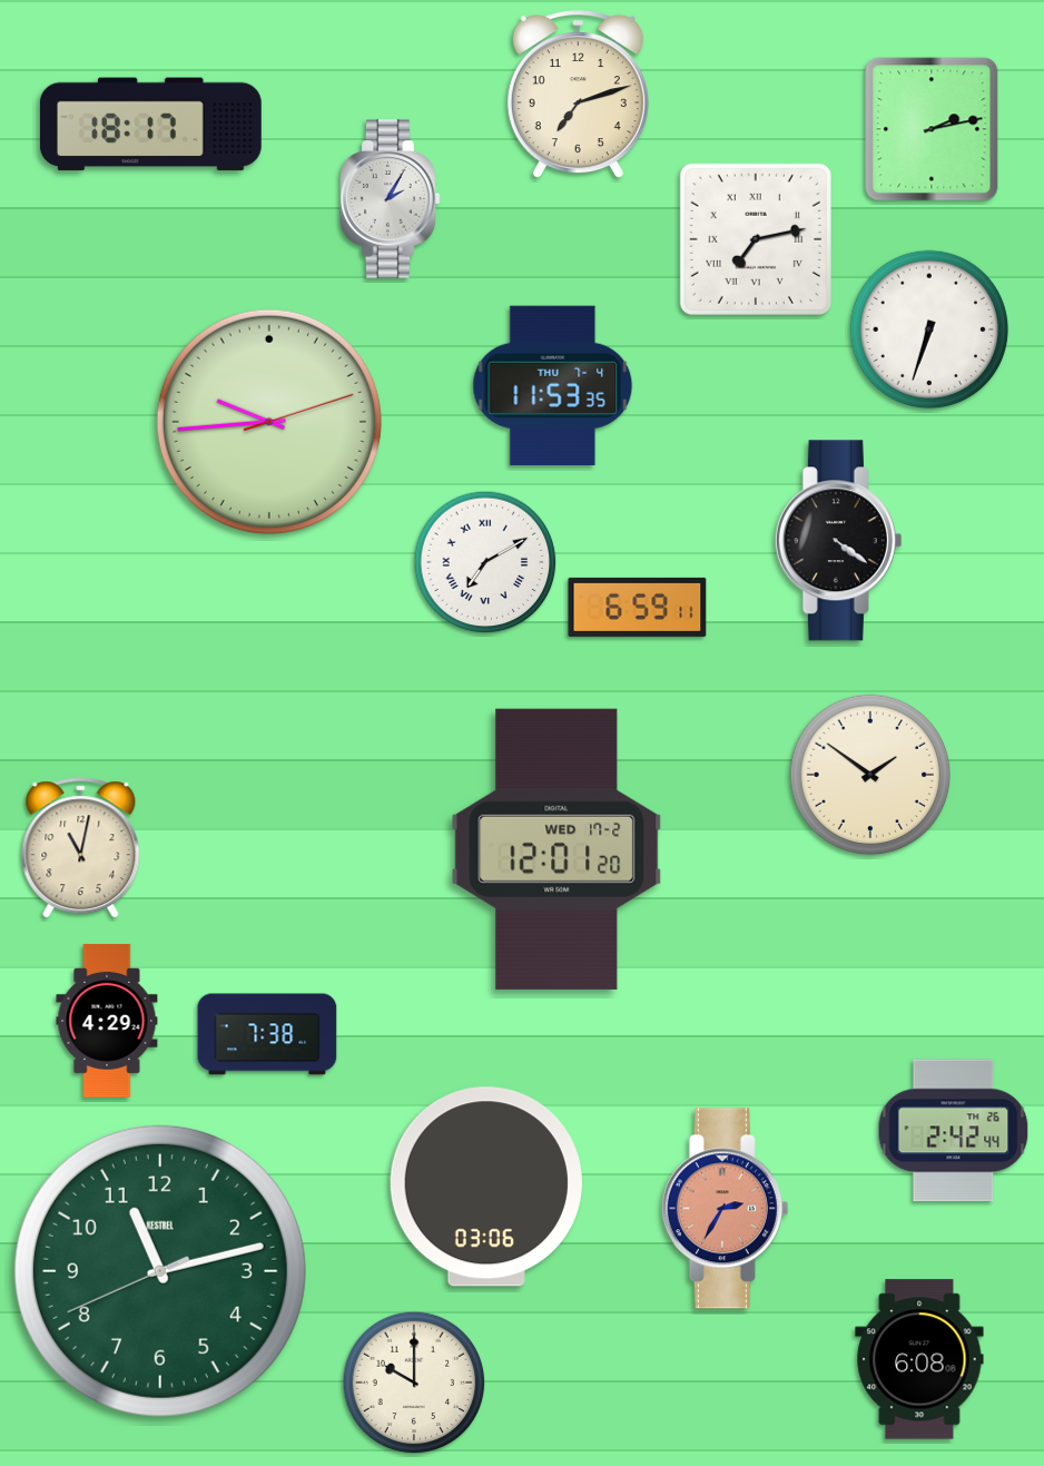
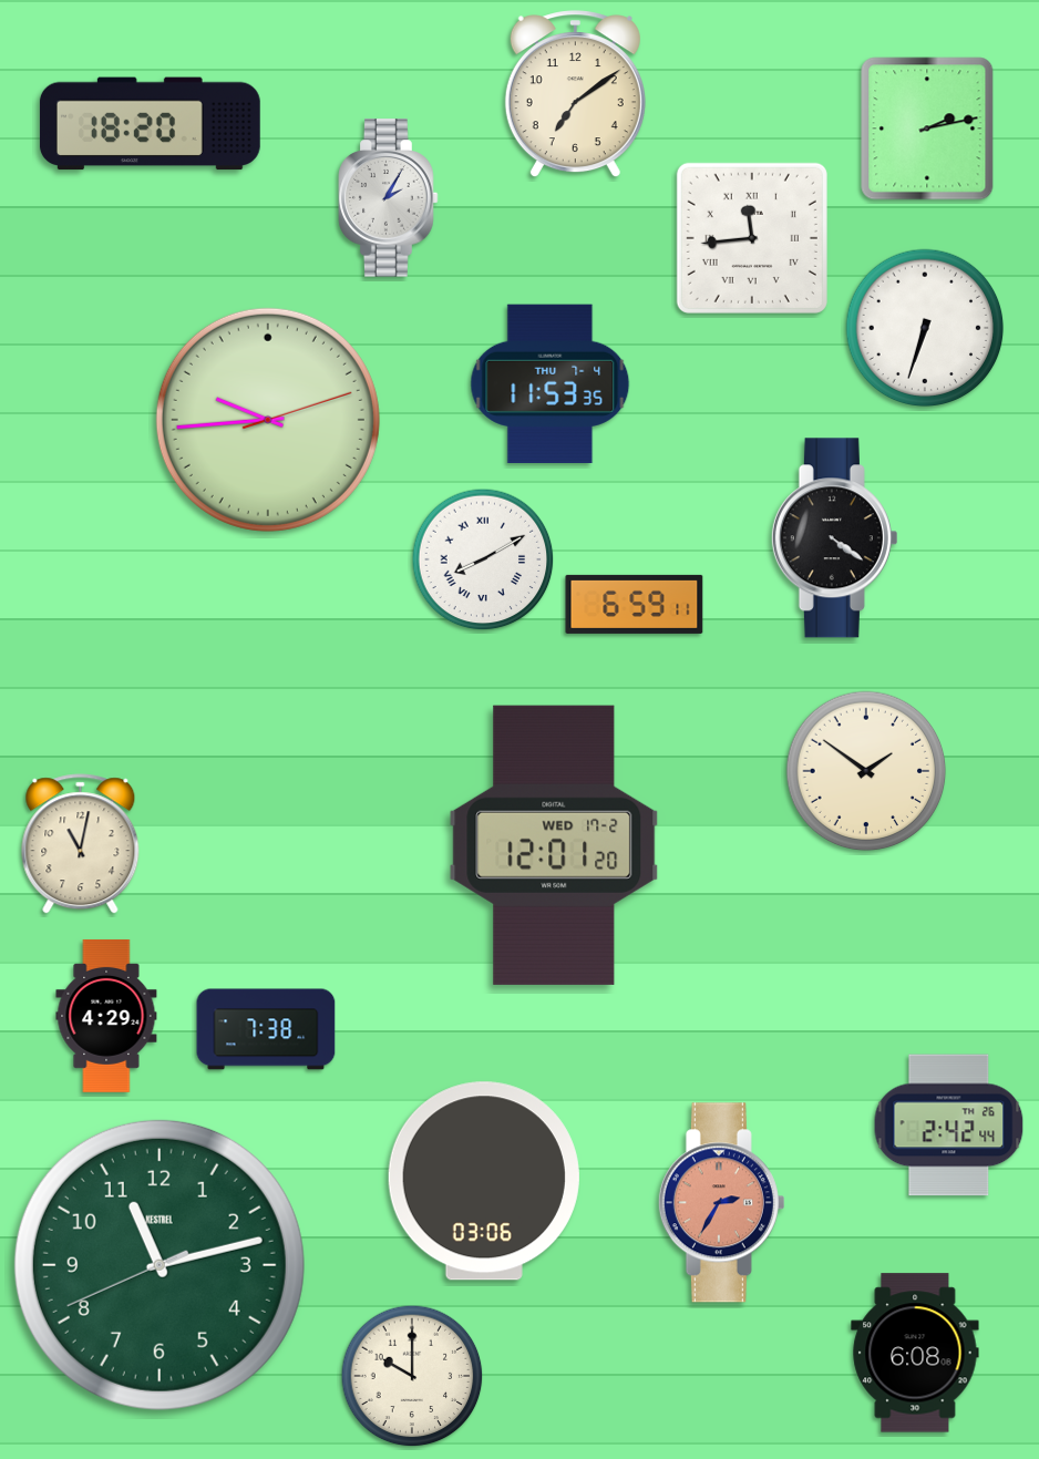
clock at (578, 95): 7:12 -> 7:09
clock at (150, 125): 18:17 -> 18:20
clock at (756, 239): 7:13 -> 11:44
clock at (485, 562): 7:10 -> 8:10
